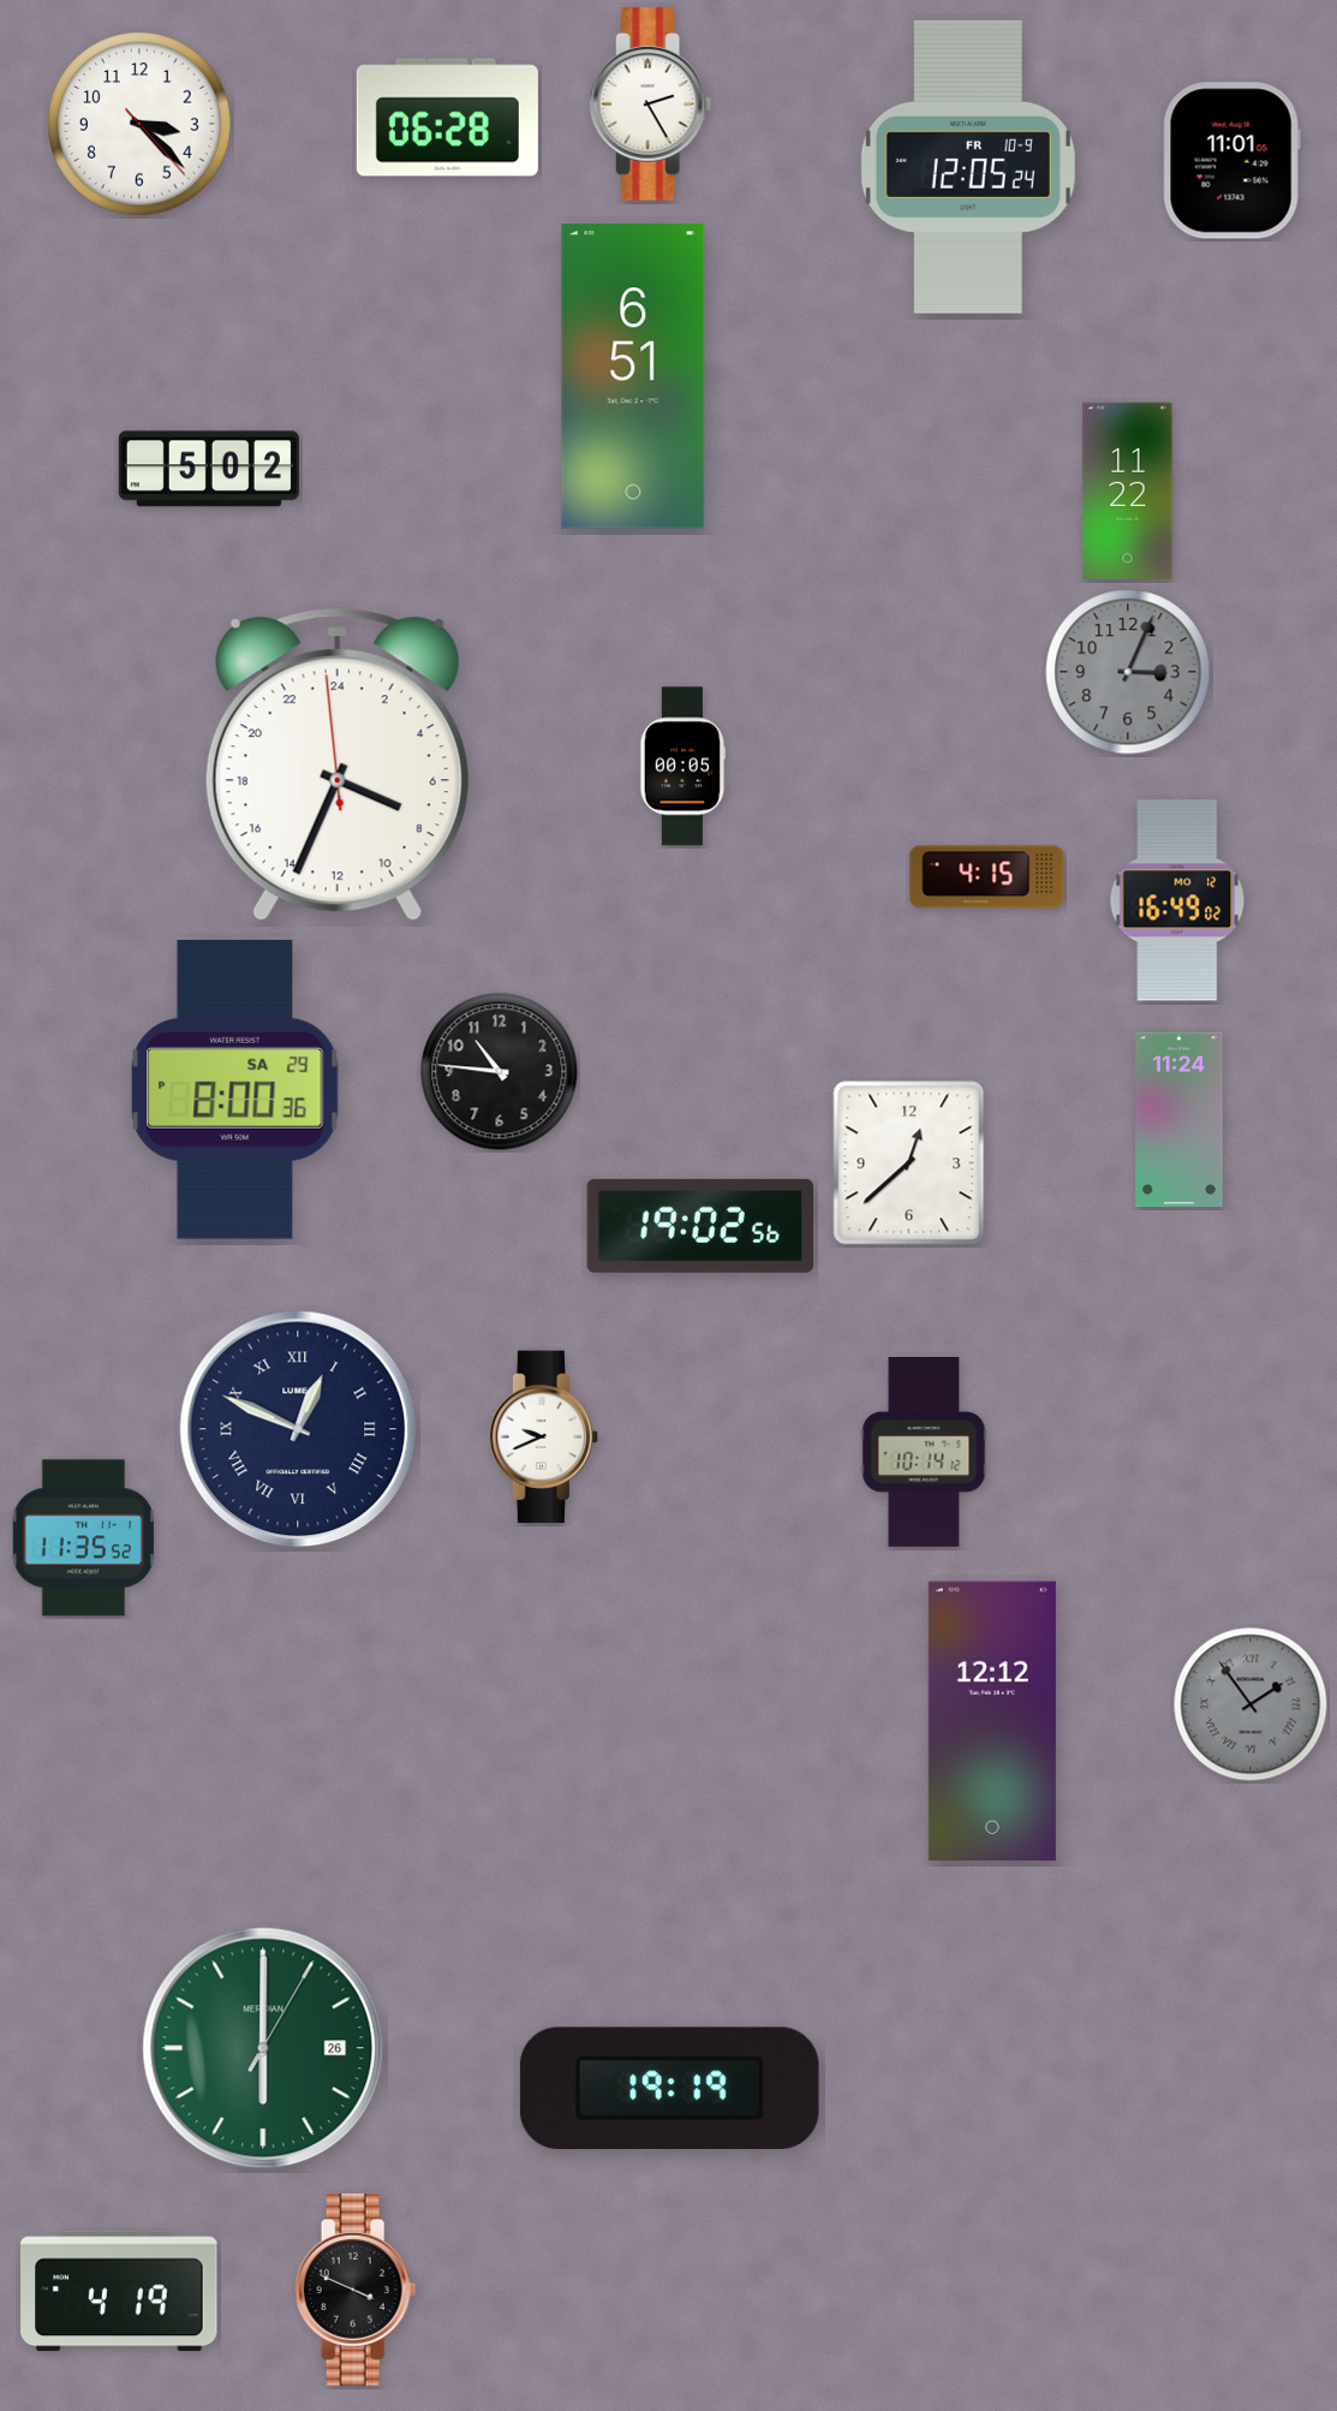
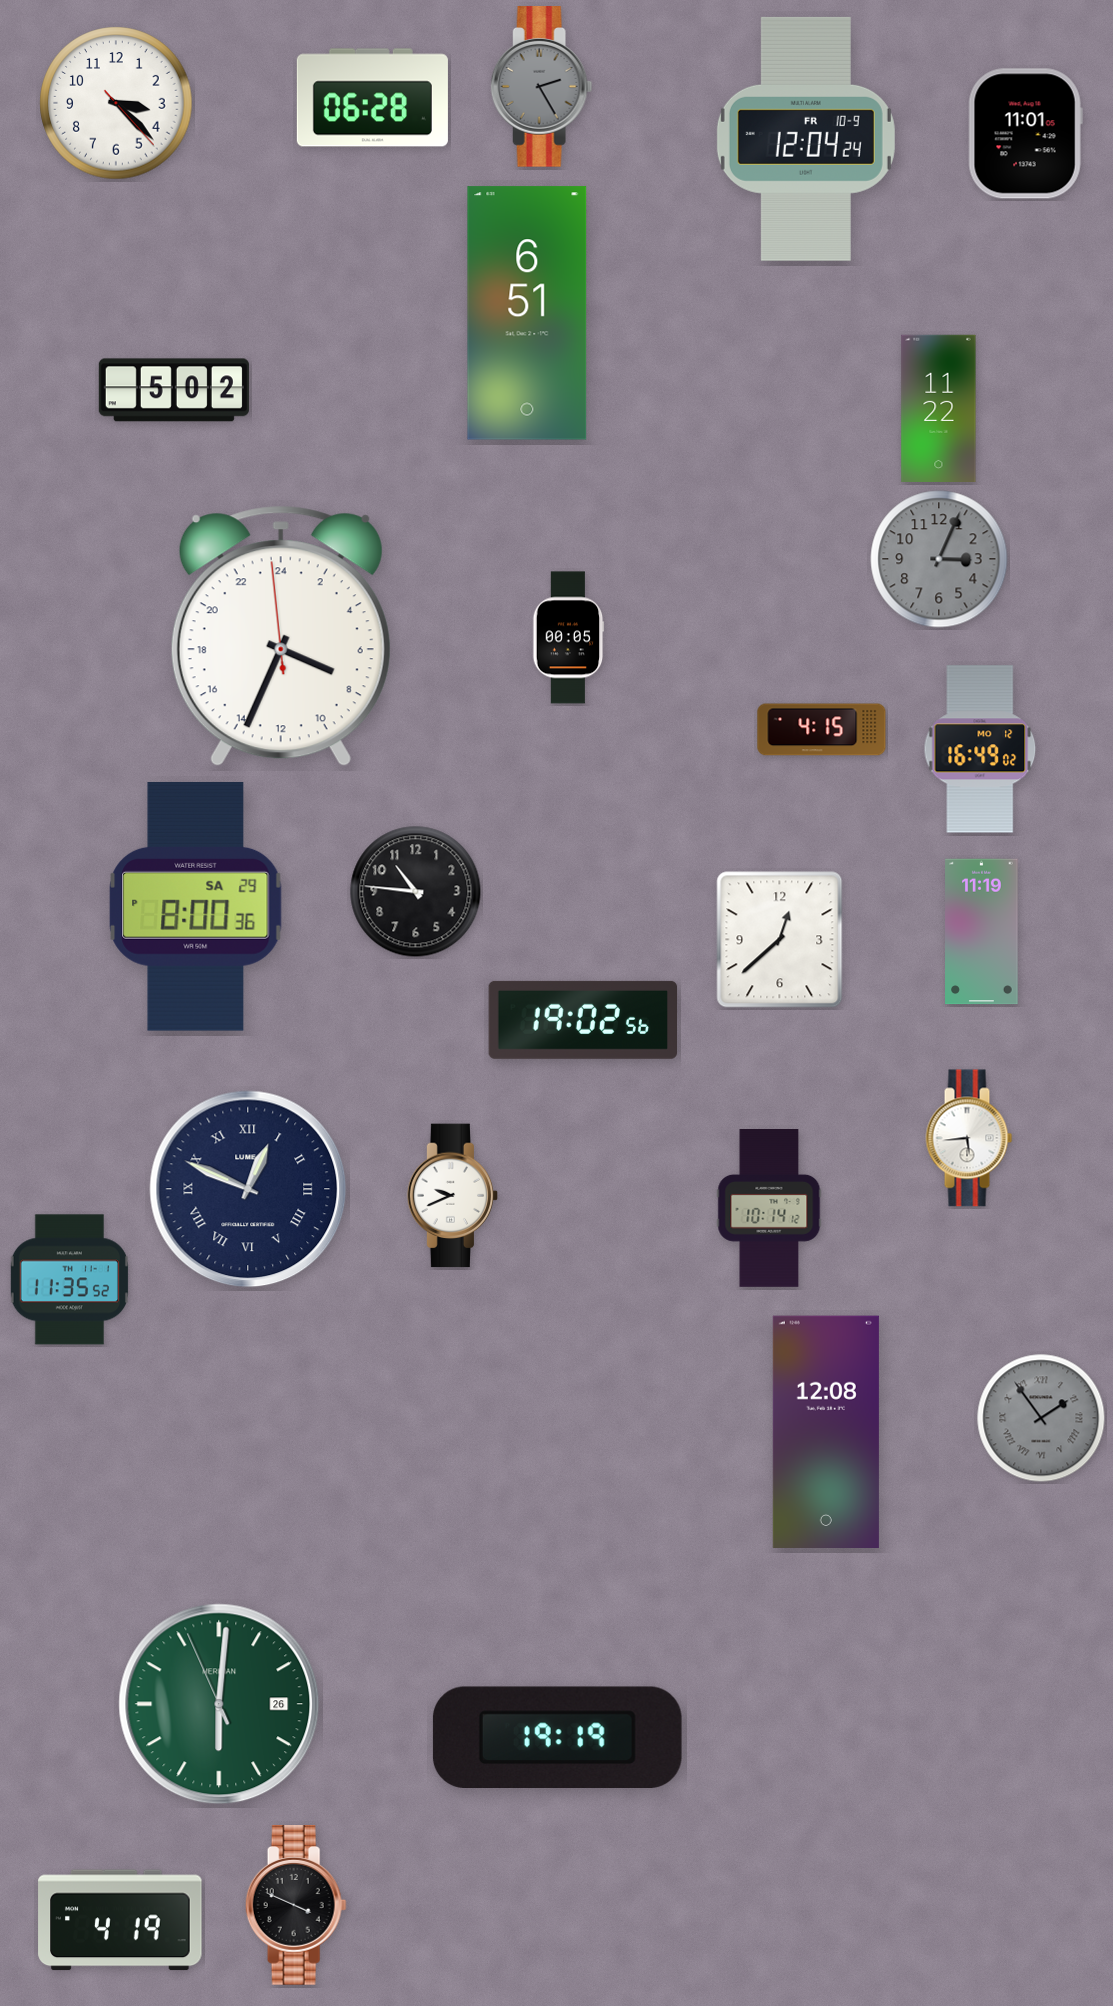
clock at (651, 105) dial: white -> grey
clock at (968, 167): 12:05 -> 12:04
clock at (1180, 1120): 11:24 -> 11:19
clock at (909, 1163) position: (909, 1163) -> (780, 940)
clock at (969, 1138): none -> 5:44
clock at (992, 1720): 12:12 -> 12:08
clock at (263, 2048): 6:00:05 -> 6:00:56
clock at (119, 2291) position: (119, 2291) -> (120, 1920)
